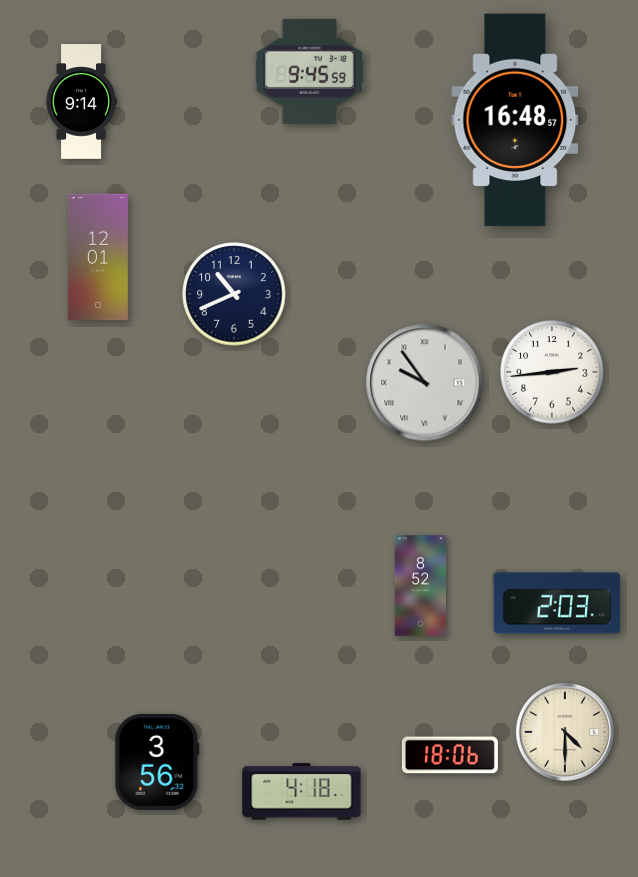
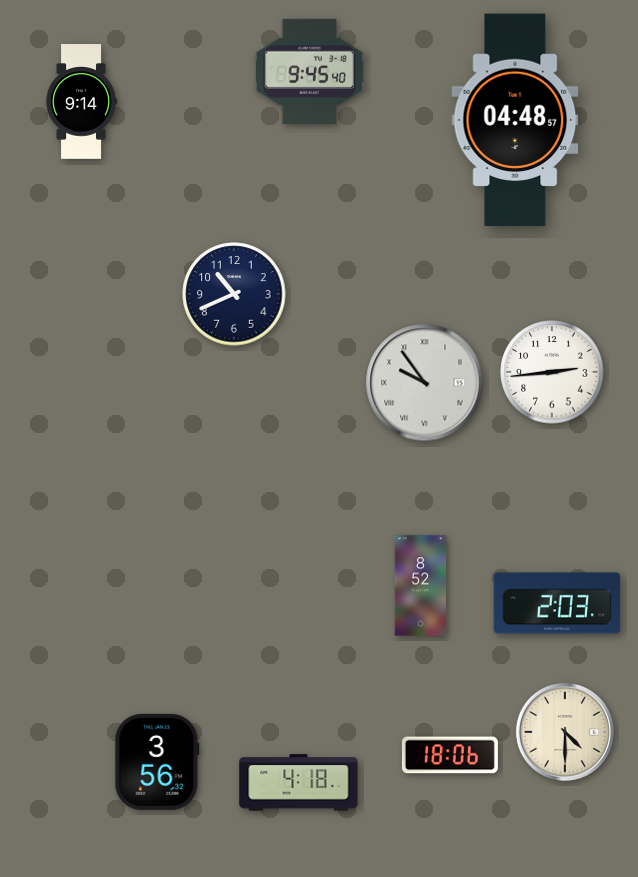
clock at (309, 71): 9:45:59 -> 9:45:40
clock at (515, 120): 16:48 -> 04:48
clock at (98, 257): 12:01 -> none
clock at (302, 792) position: (302, 792) -> (299, 783)
